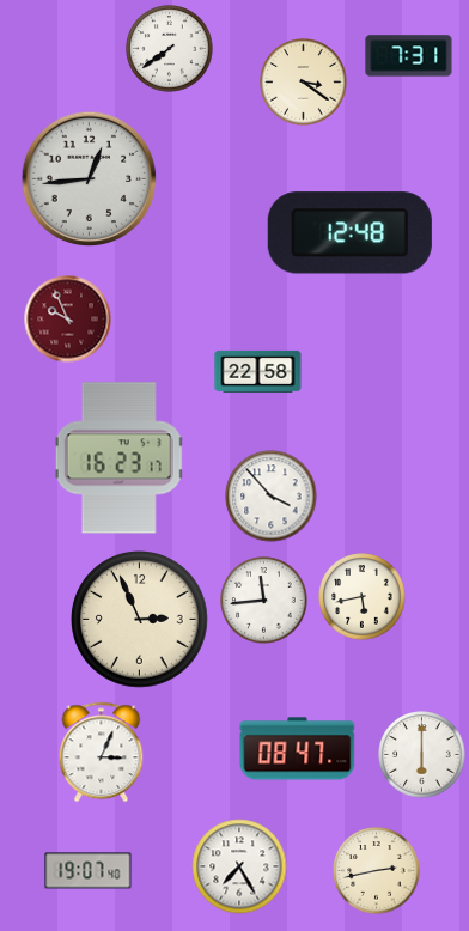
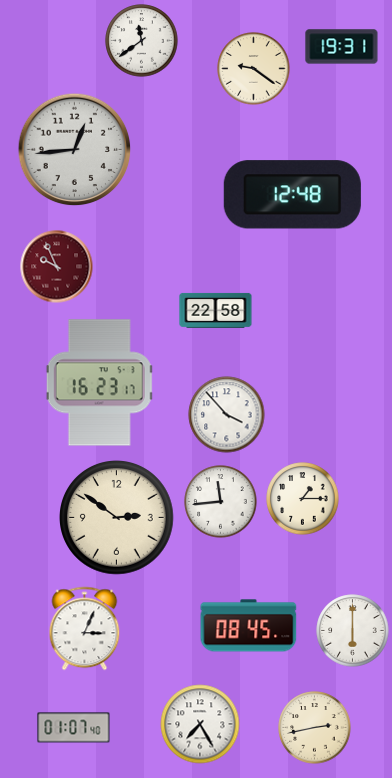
clock at (170, 49): 7:39 -> 11:39
clock at (409, 56): 7:31 -> 19:31
clock at (304, 83): 3:21 -> 9:21
clock at (363, 597): 5:43 -> 1:15
clock at (140, 620): 2:56 -> 2:51
clock at (298, 749): 08:47 -> 08:45
clock at (89, 871): 19:07 -> 01:07
